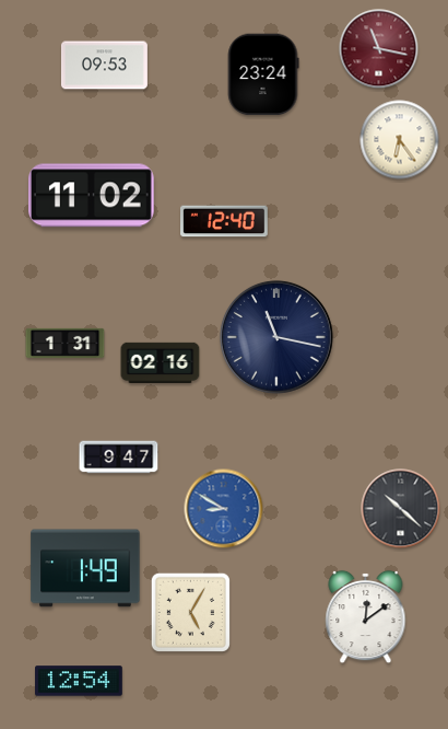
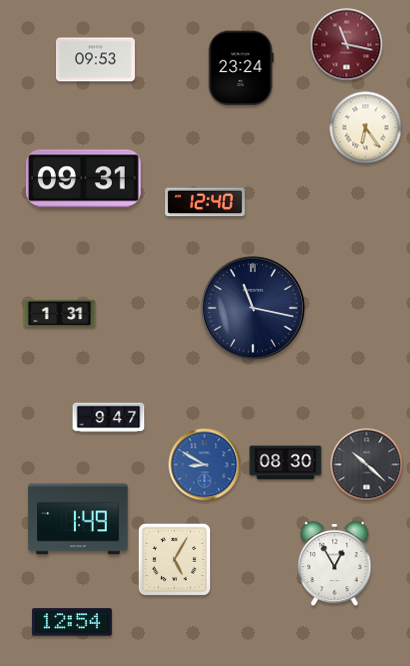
clock at (91, 196): 11:02 -> 09:31
clock at (161, 362): 02:16 -> none
clock at (286, 463): none -> 08:30
clock at (366, 617): 12:09 -> 12:55
